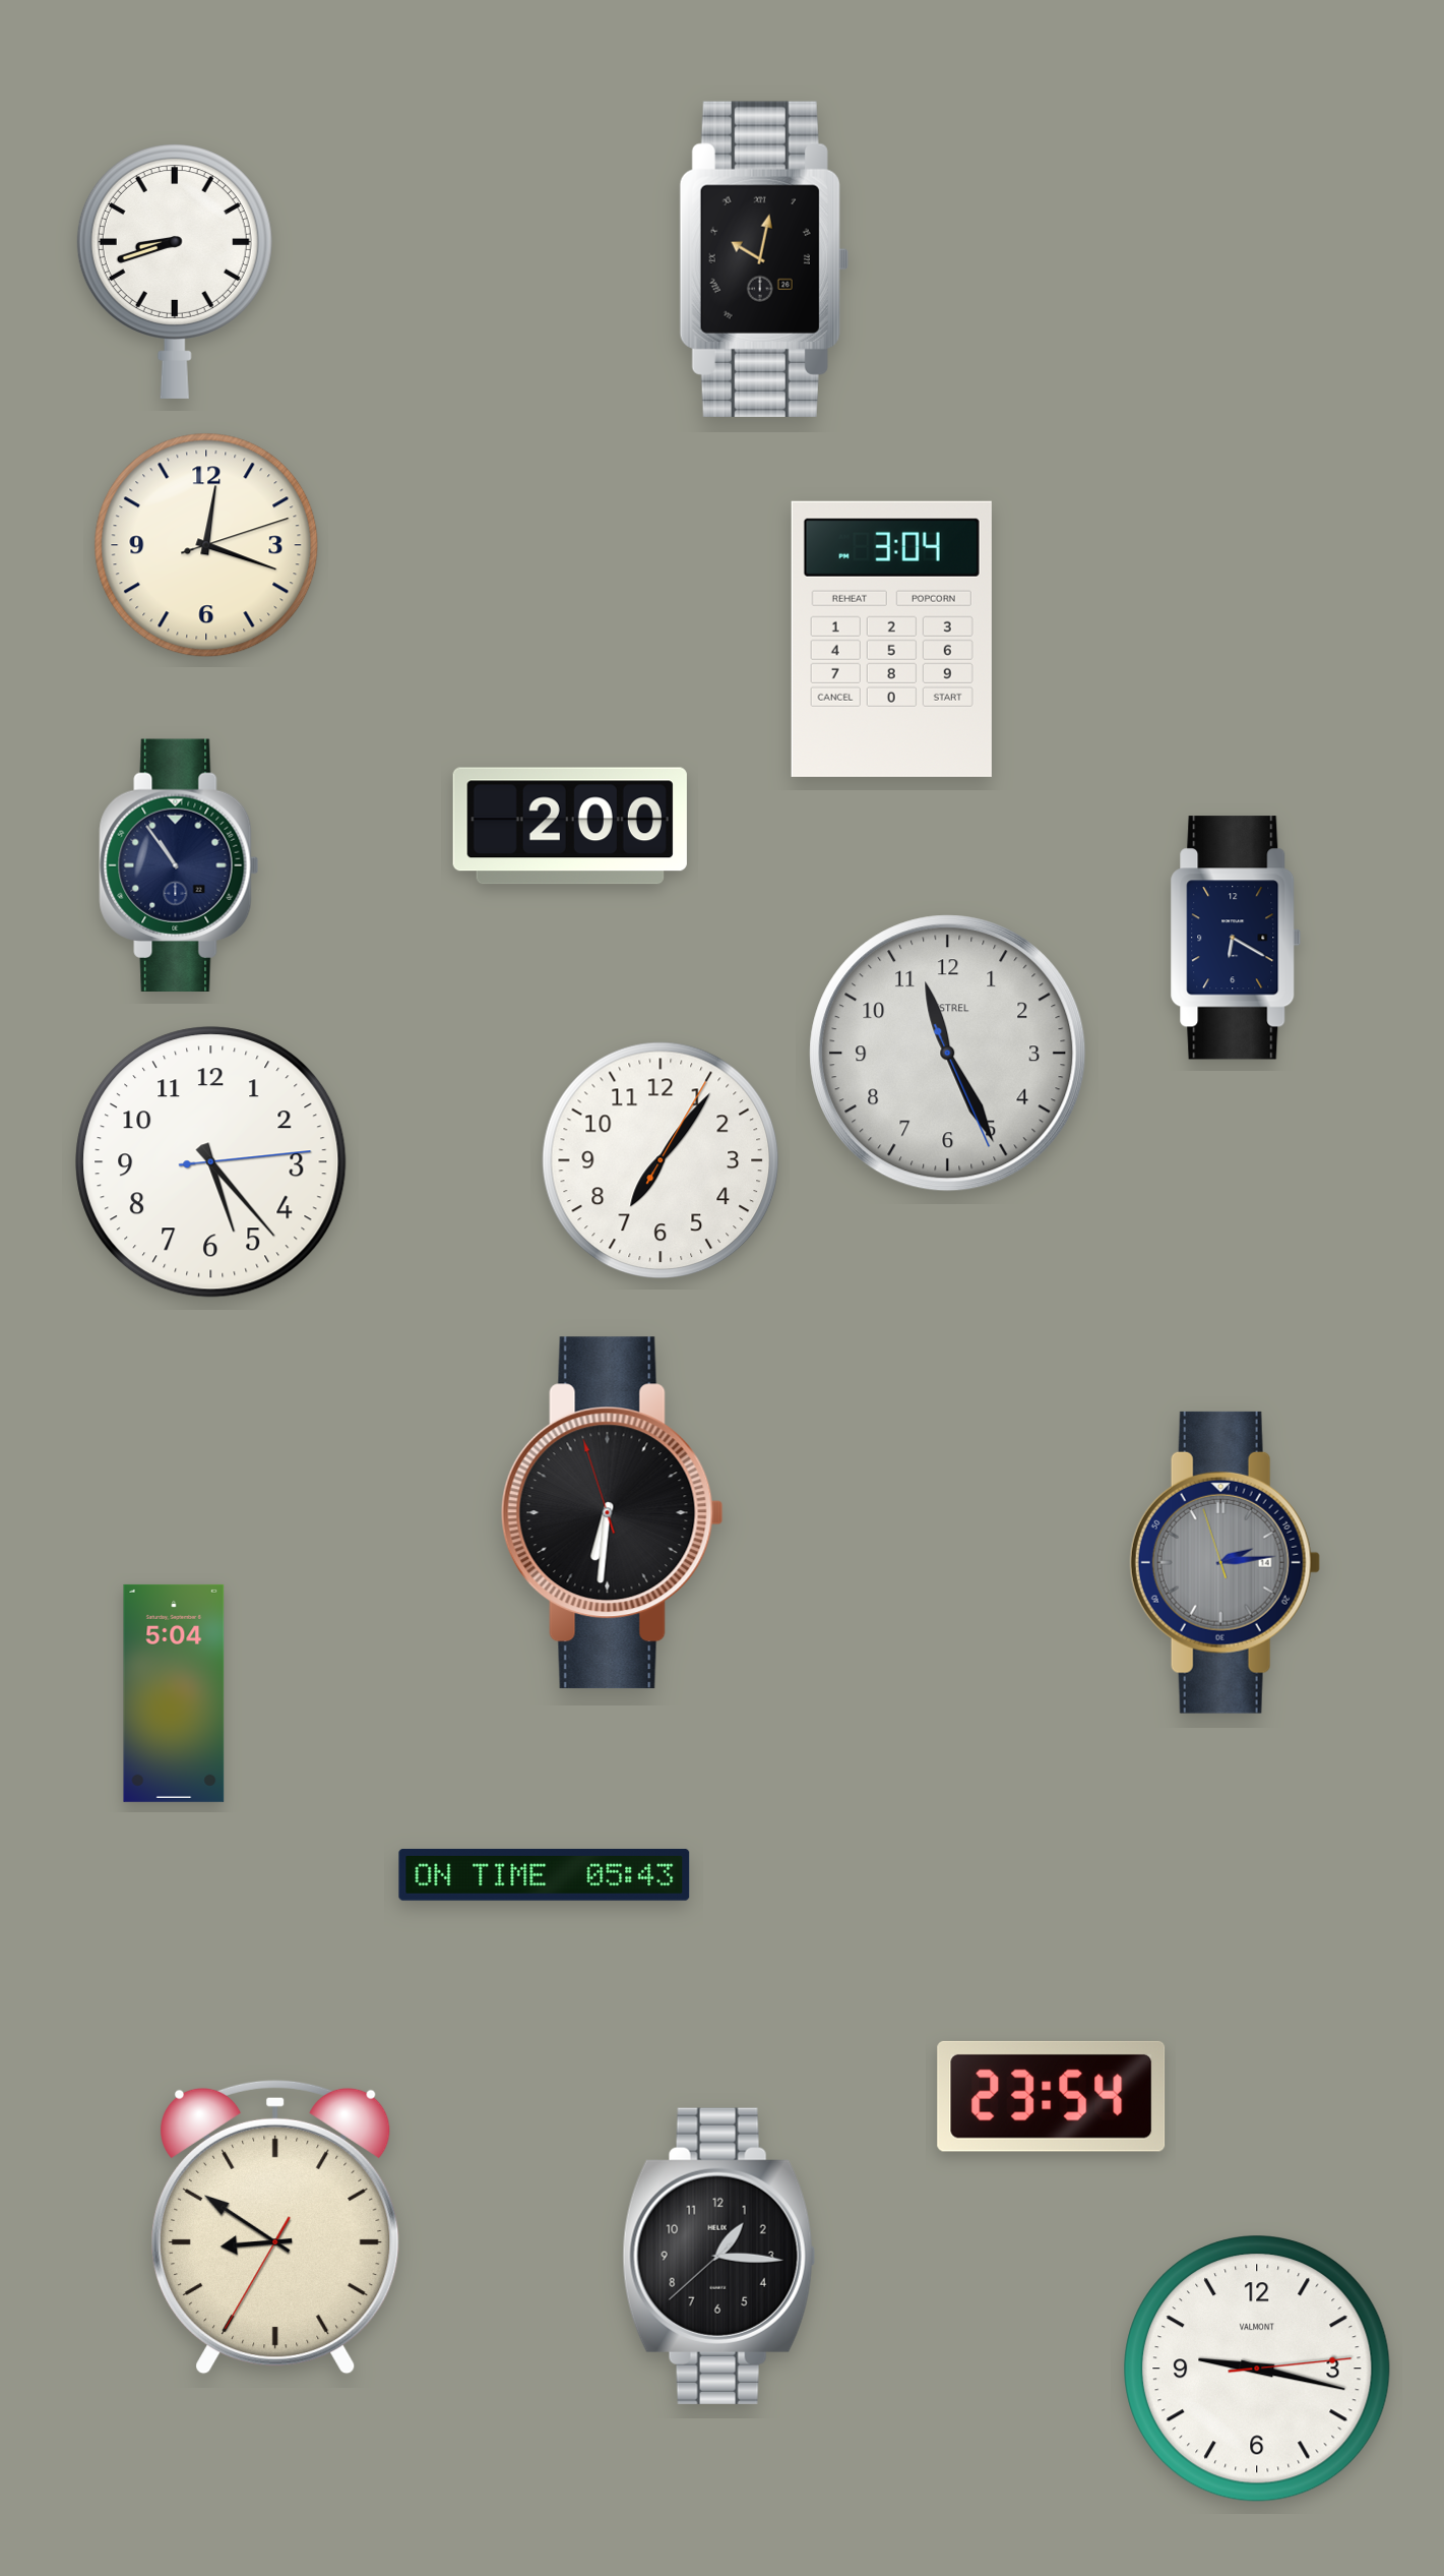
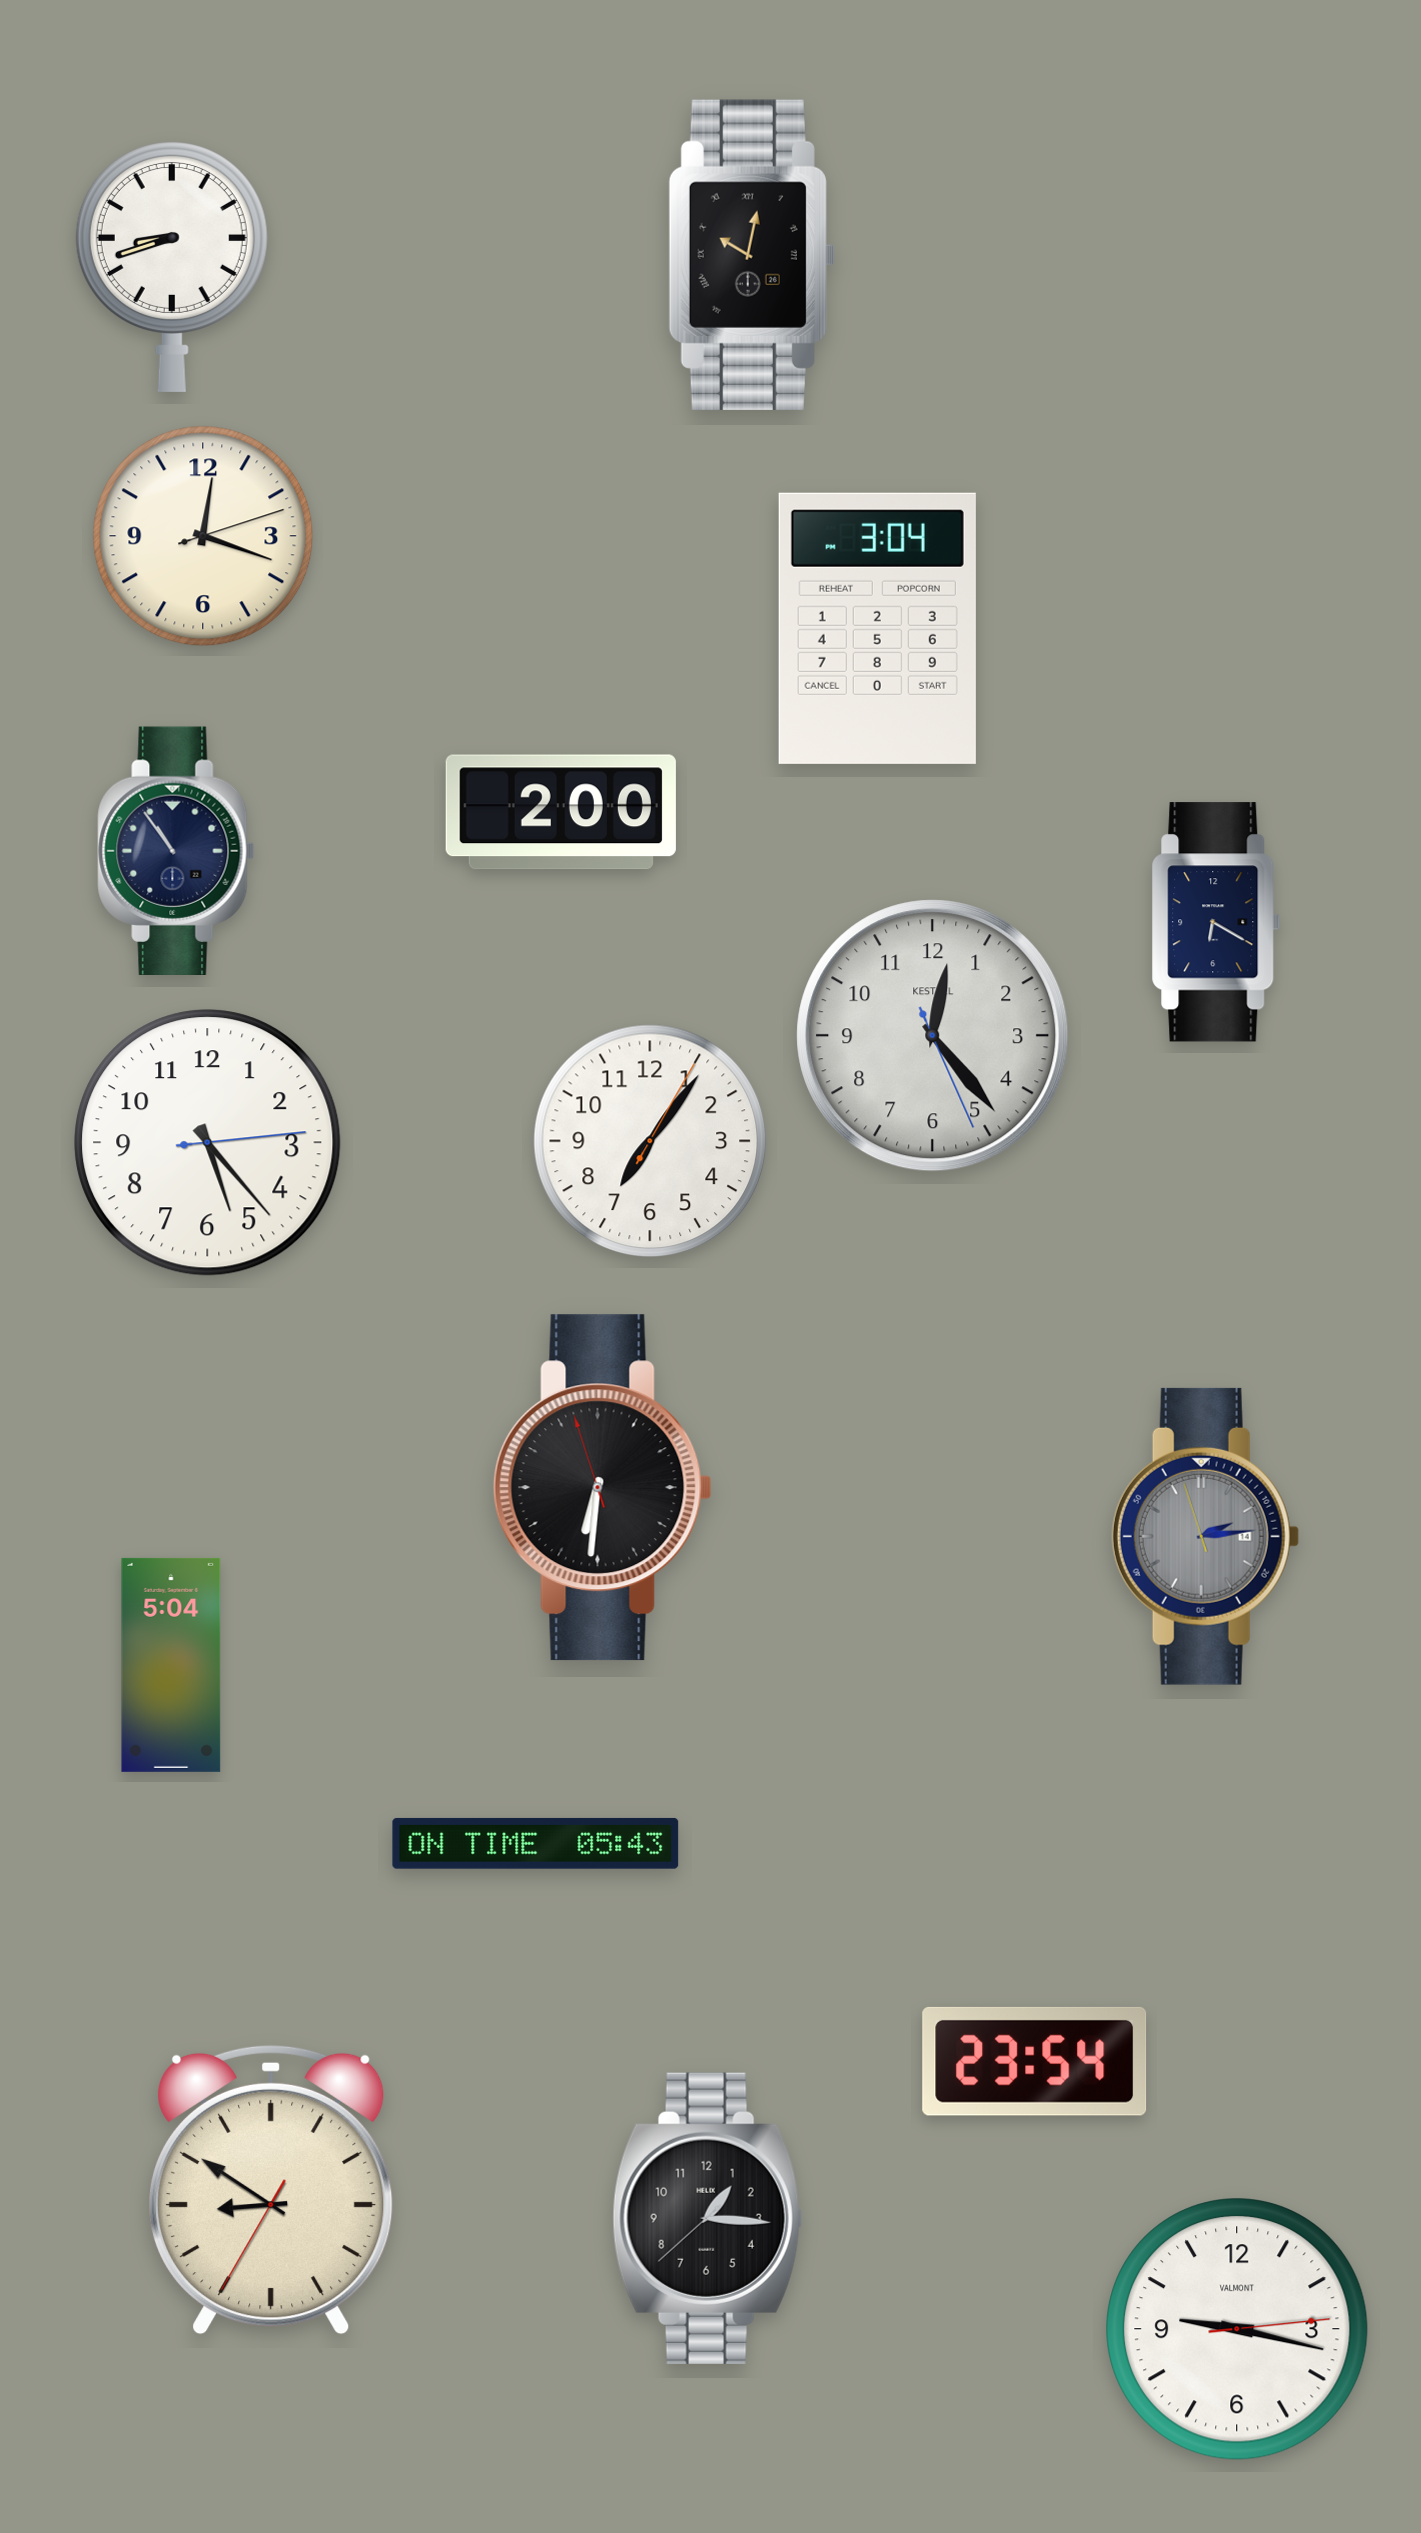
clock at (948, 1054): 11:25 -> 12:23
